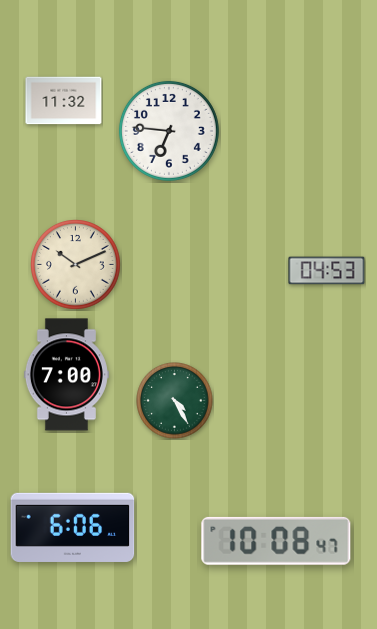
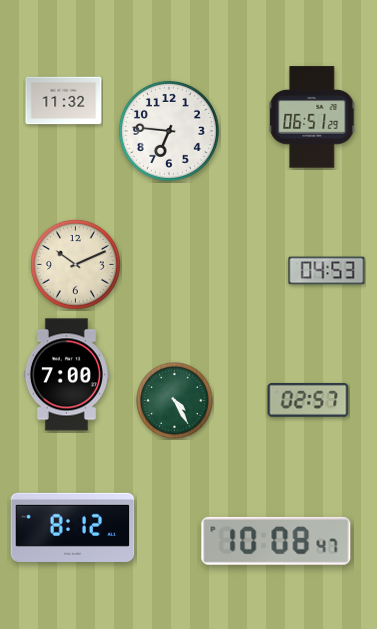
clock at (312, 117): none -> 06:51
clock at (308, 400): none -> 02:57
clock at (73, 527): 6:06 -> 8:12
